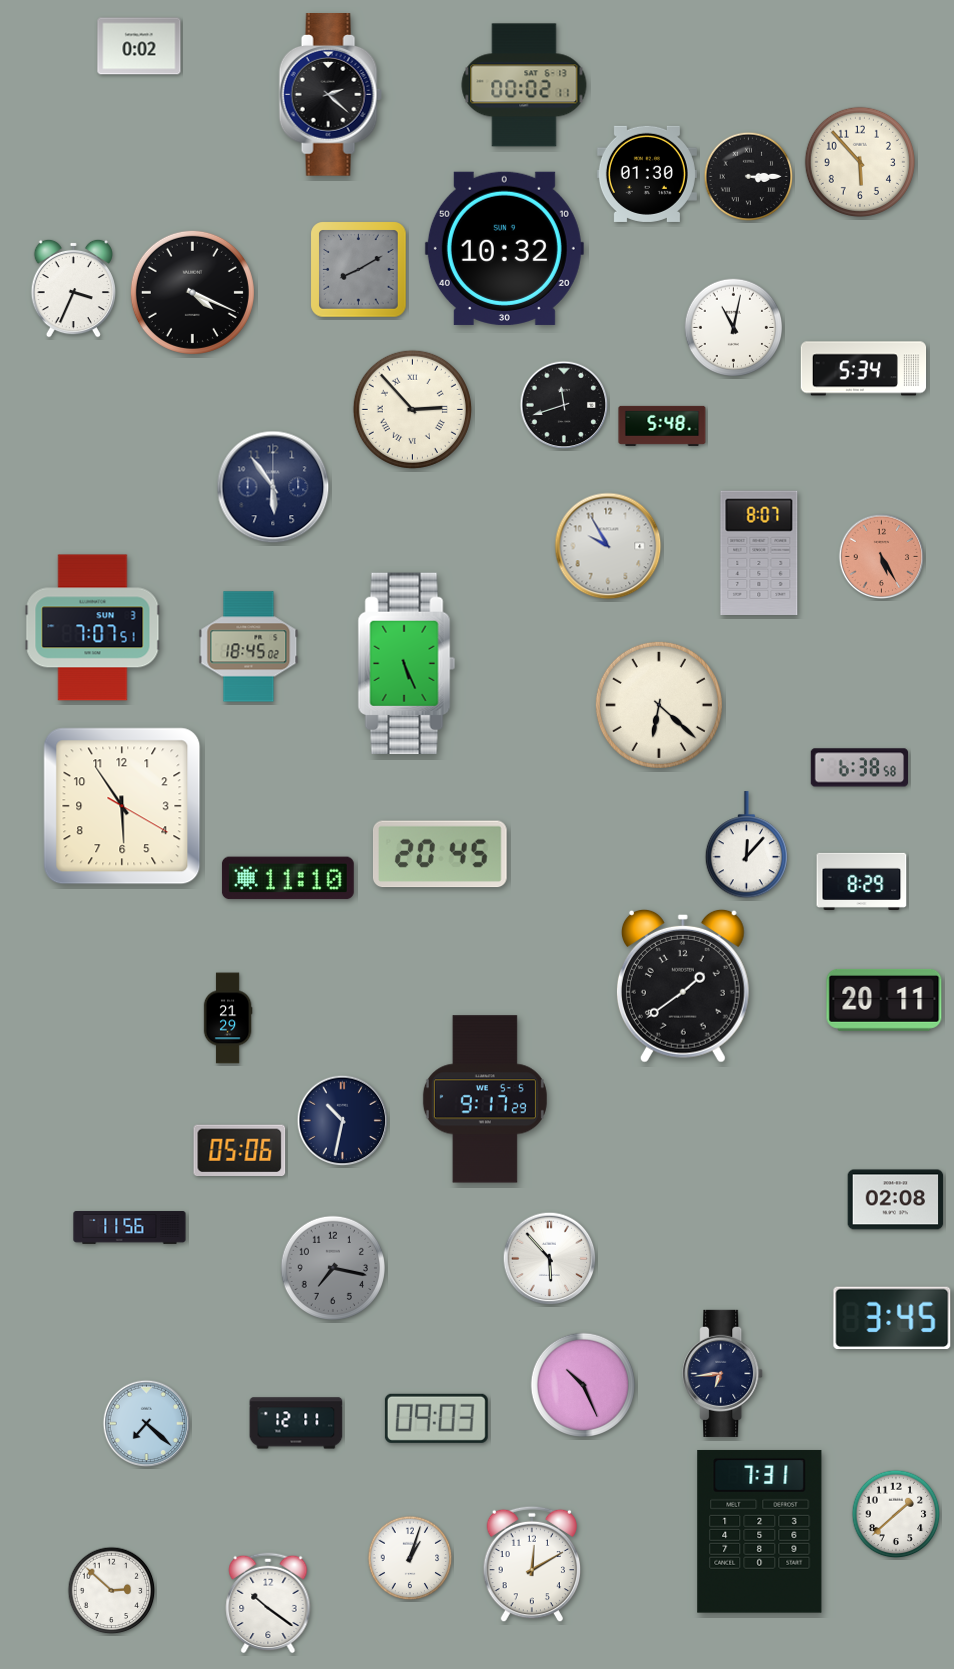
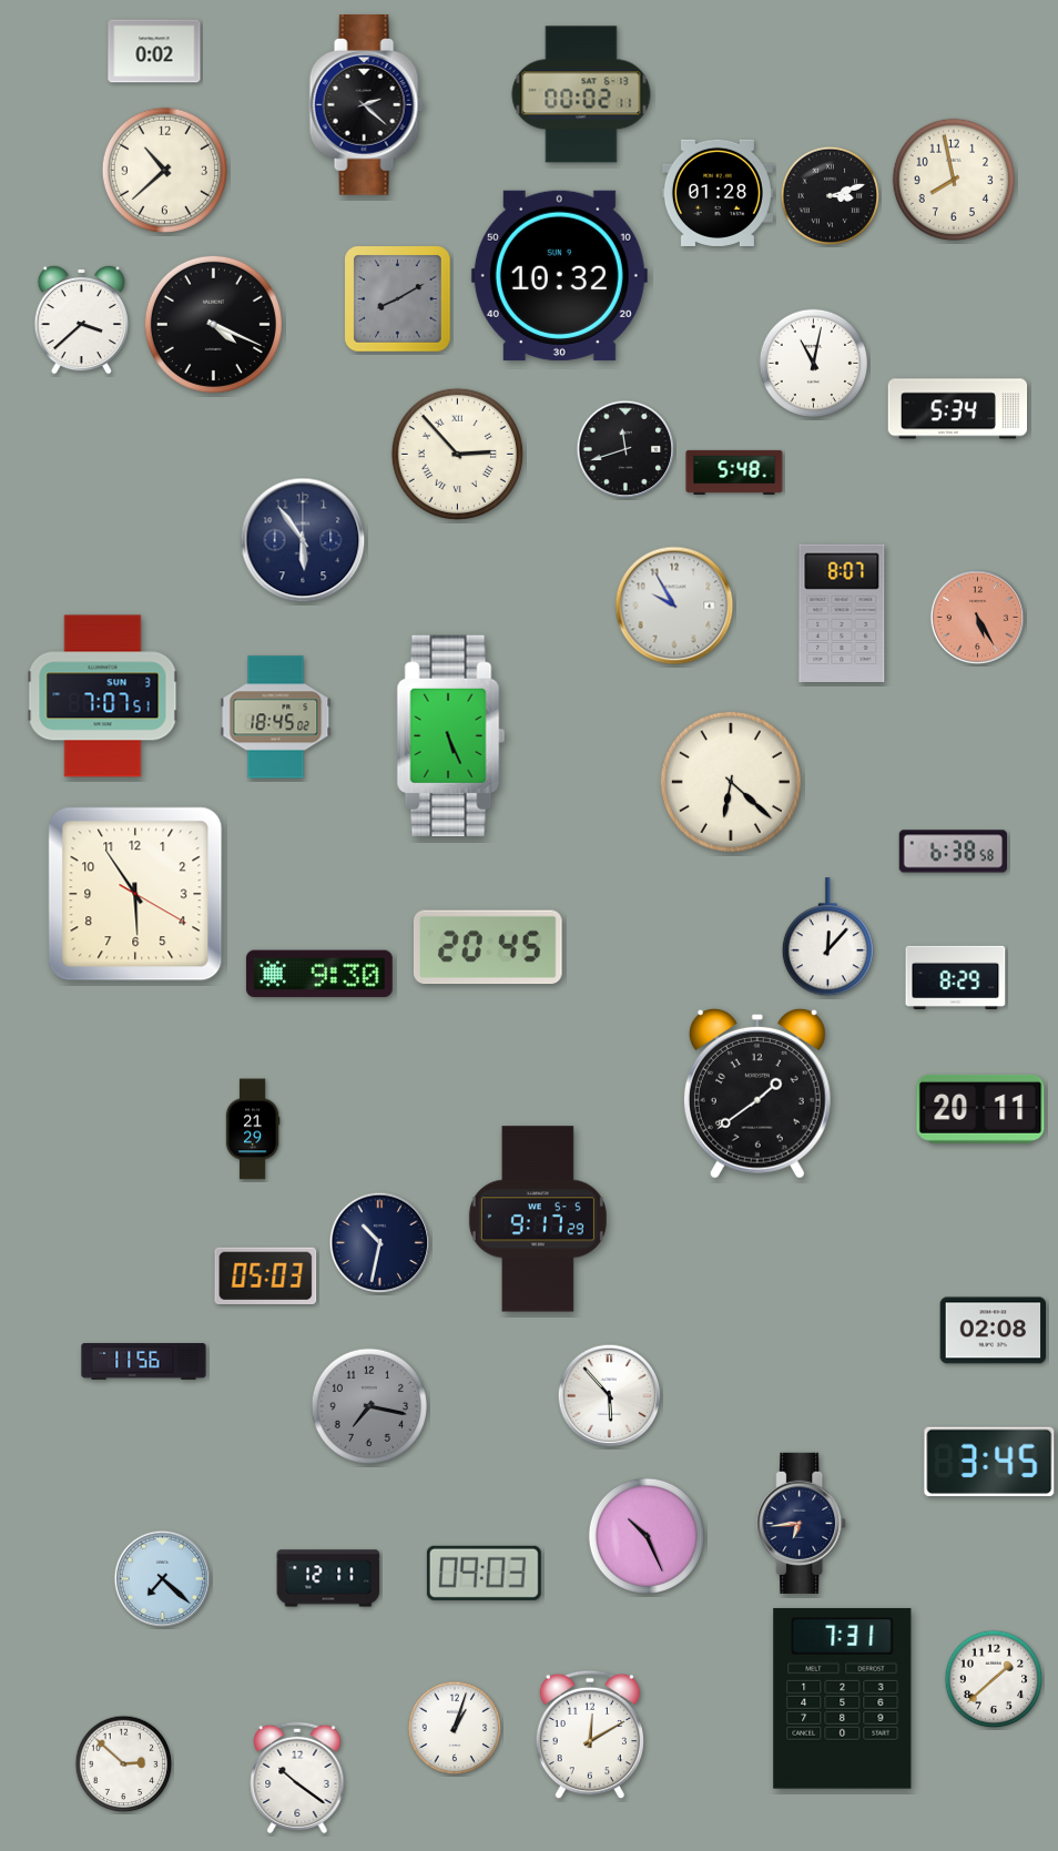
clock at (164, 170): none -> 10:38
clock at (860, 162): 5:53 -> 7:58
clock at (647, 174): 01:30 -> 01:28
clock at (749, 177): 3:15 -> 3:12
clock at (73, 288): 3:34 -> 3:38
clock at (288, 878): 11:10 -> 9:30
clock at (240, 1151): 05:06 -> 05:03
